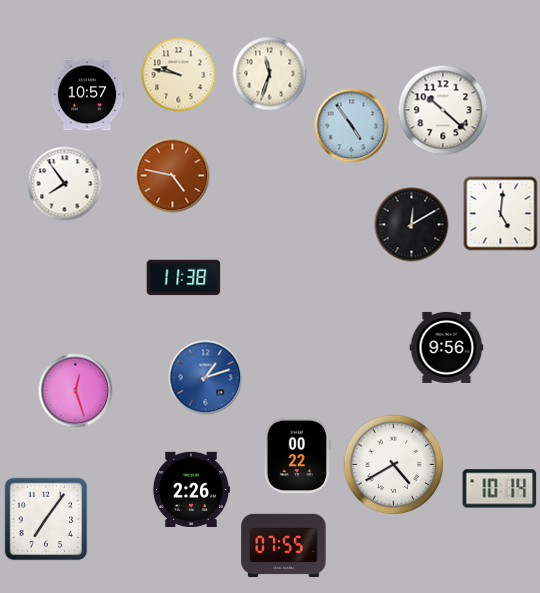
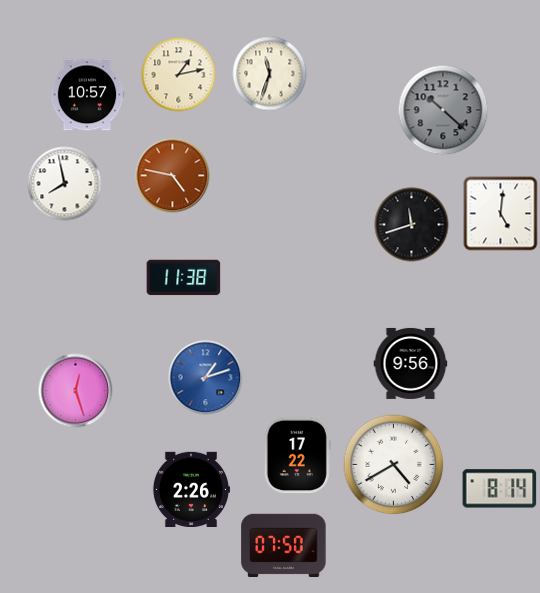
clock at (179, 75): 9:47 -> 1:13
clock at (443, 110) dial: white -> grey
clock at (352, 126): 4:54 -> none
clock at (65, 184): 7:54 -> 7:58
clock at (412, 225): 12:10 -> 11:42
clock at (447, 347) position: (447, 347) -> (411, 363)
clock at (297, 456): 00:22 -> 17:22
clock at (500, 489): 10:14 -> 8:14
clock at (46, 519): 7:06 -> none
clock at (284, 545): 07:55 -> 07:50
